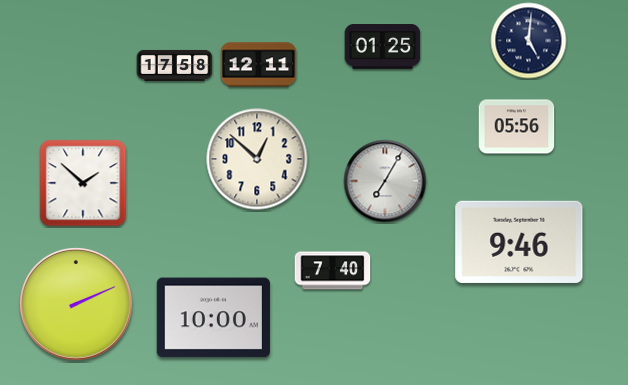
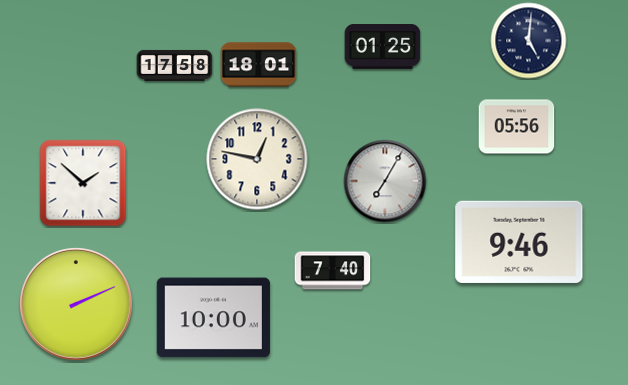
clock at (259, 65): 12:11 -> 18:01
clock at (257, 159): 12:52 -> 12:47
